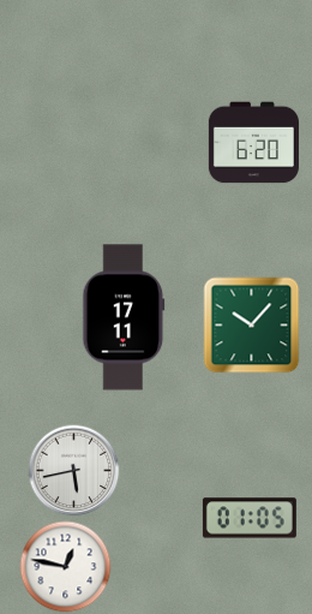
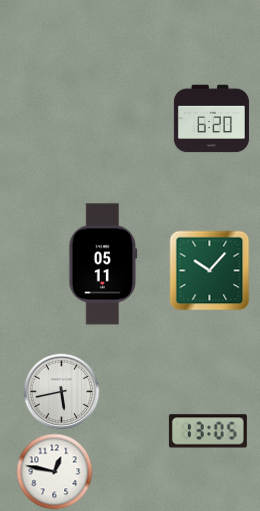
clock at (124, 317): 17:11 -> 05:11
clock at (250, 518): 01:05 -> 13:05
